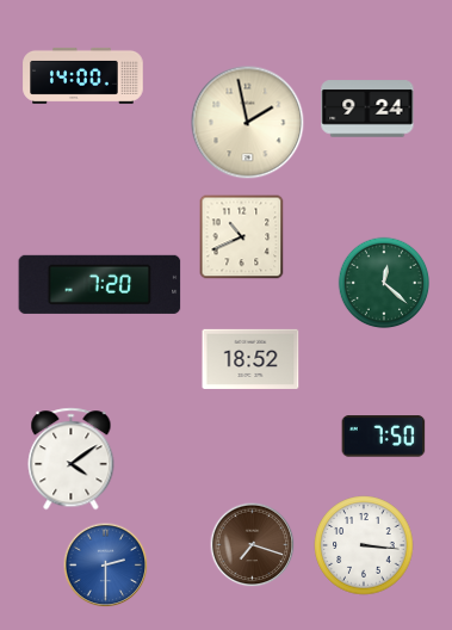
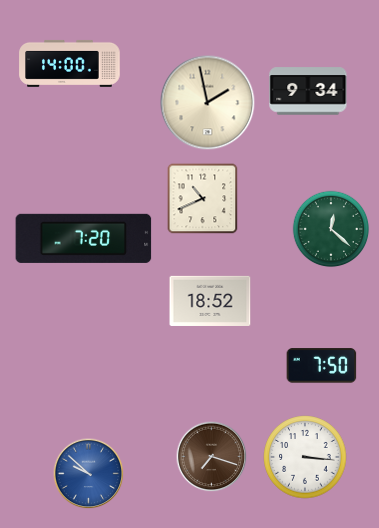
clock at (367, 109): 9:24 -> 9:34
clock at (384, 283) position: (384, 283) -> (331, 229)
clock at (72, 459): 4:09 -> none
clock at (106, 566): 2:30 -> 9:52
